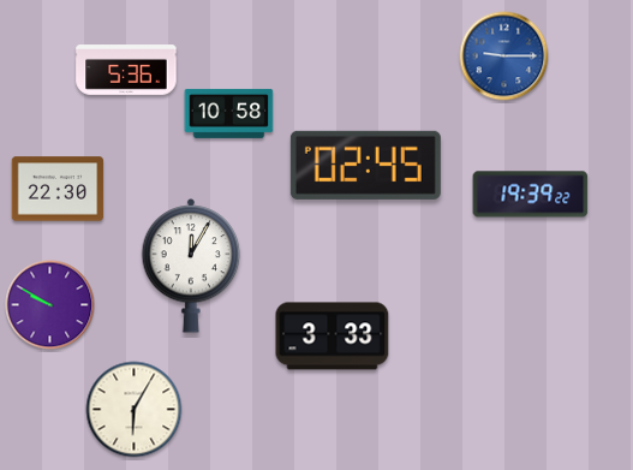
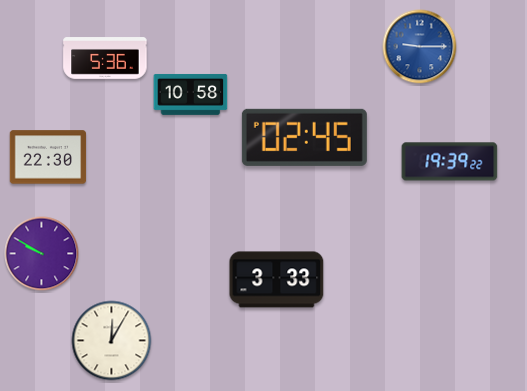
clock at (531, 195) position: (531, 195) -> (450, 162)
clock at (191, 267): 12:05 -> none
clock at (135, 410): 6:05 -> 12:05
